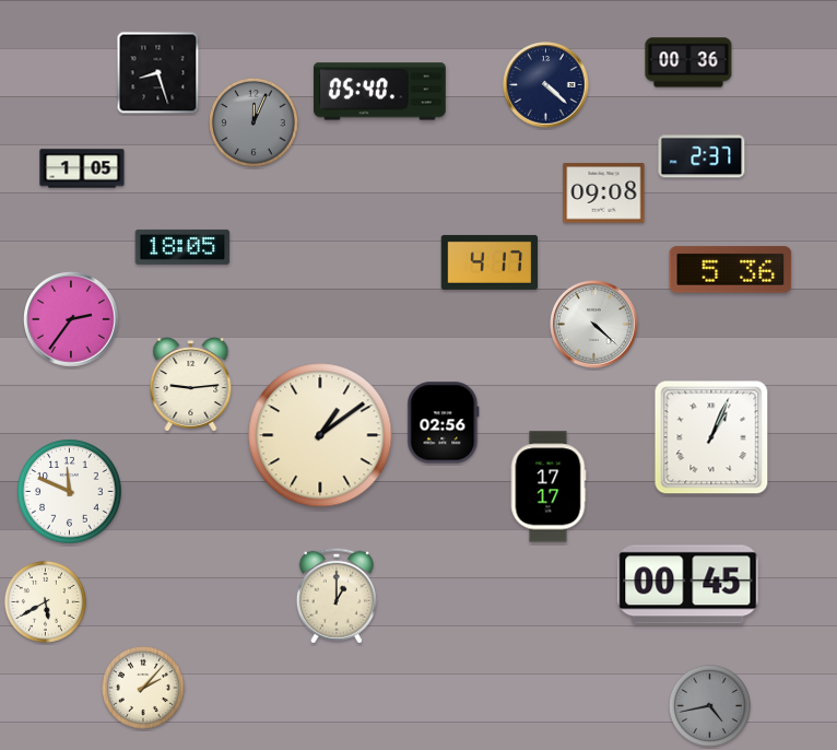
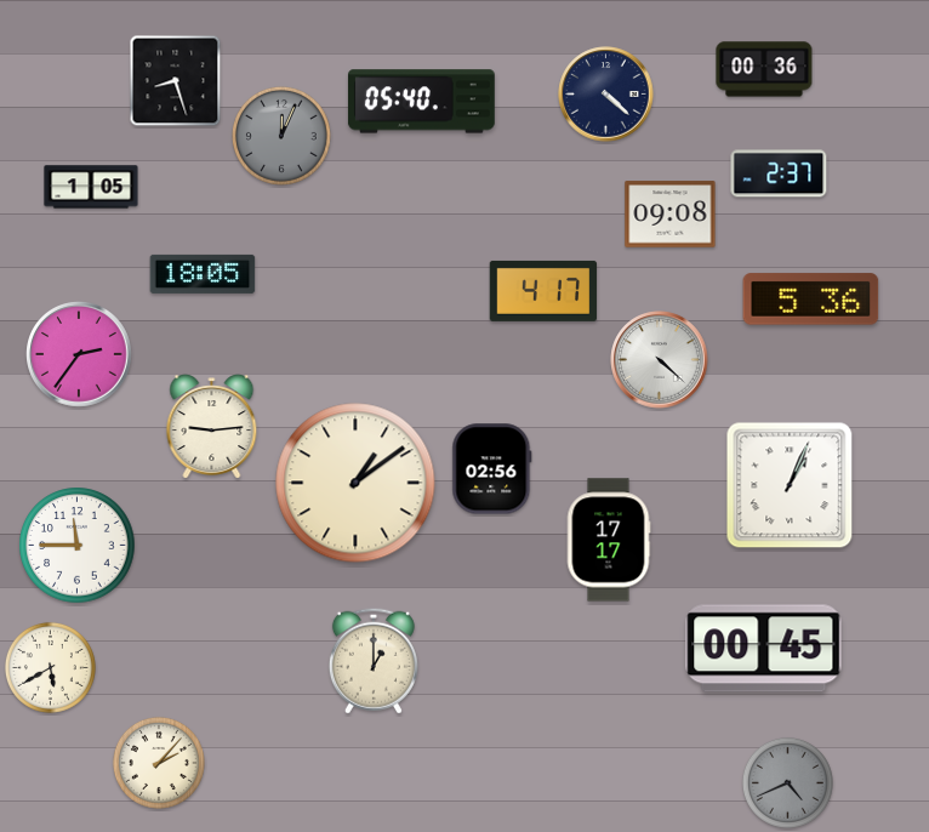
clock at (70, 492): 11:49 -> 11:45
clock at (709, 705): 4:43 -> 4:41
